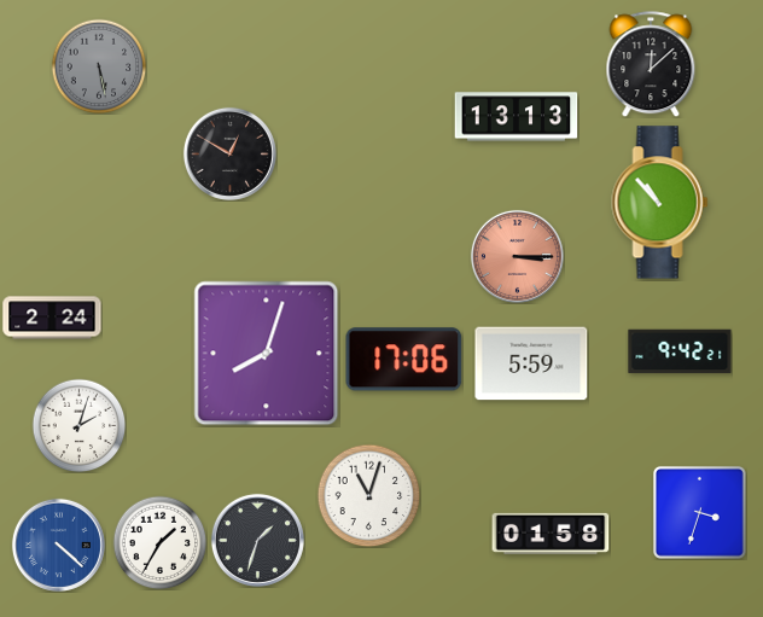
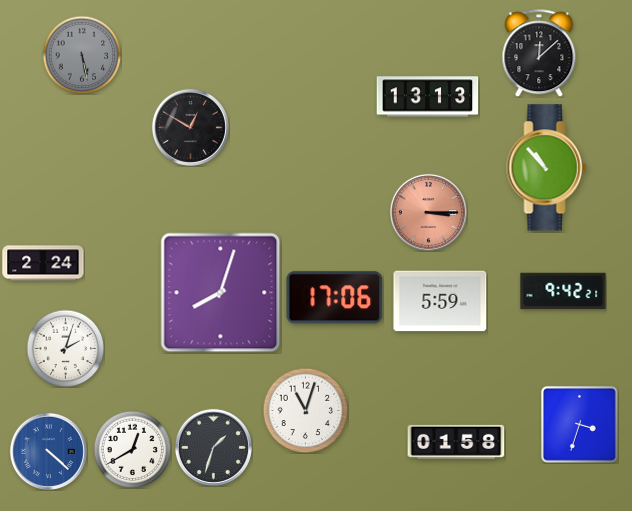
clock at (78, 425) position: (78, 425) -> (65, 348)
clock at (159, 542): 1:35 -> 12:40
